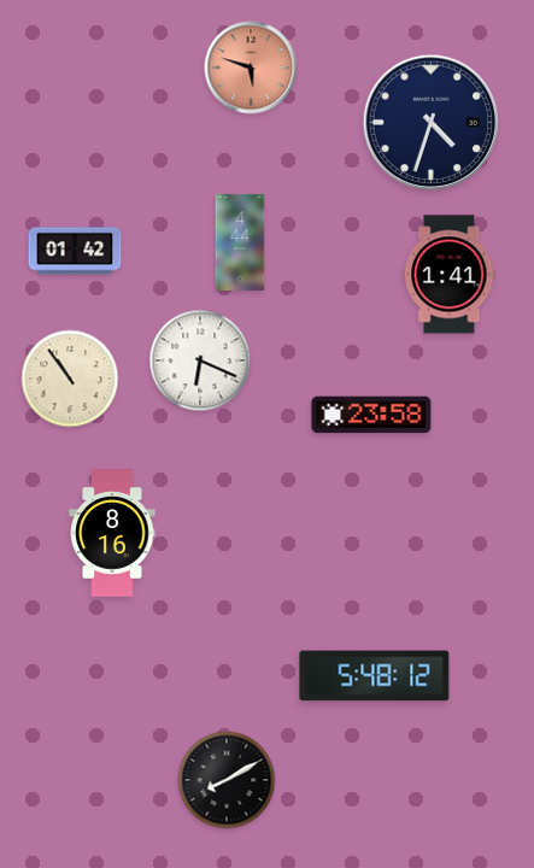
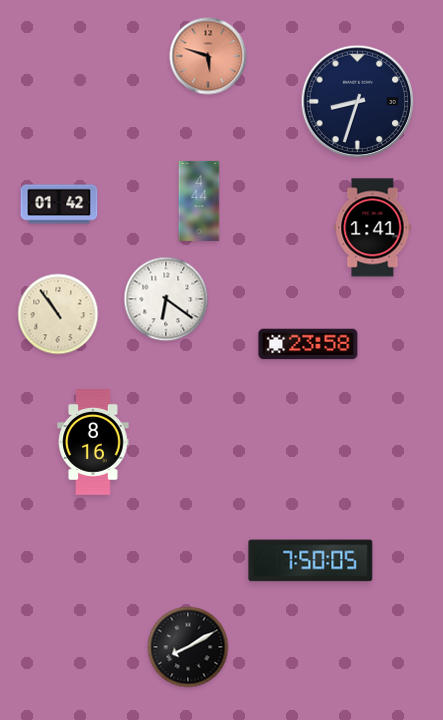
clock at (432, 123): 4:33 -> 8:33
clock at (75, 251) position: (75, 251) -> (59, 204)
clock at (200, 360): 6:19 -> 6:21
clock at (375, 676): 5:48 -> 7:50
